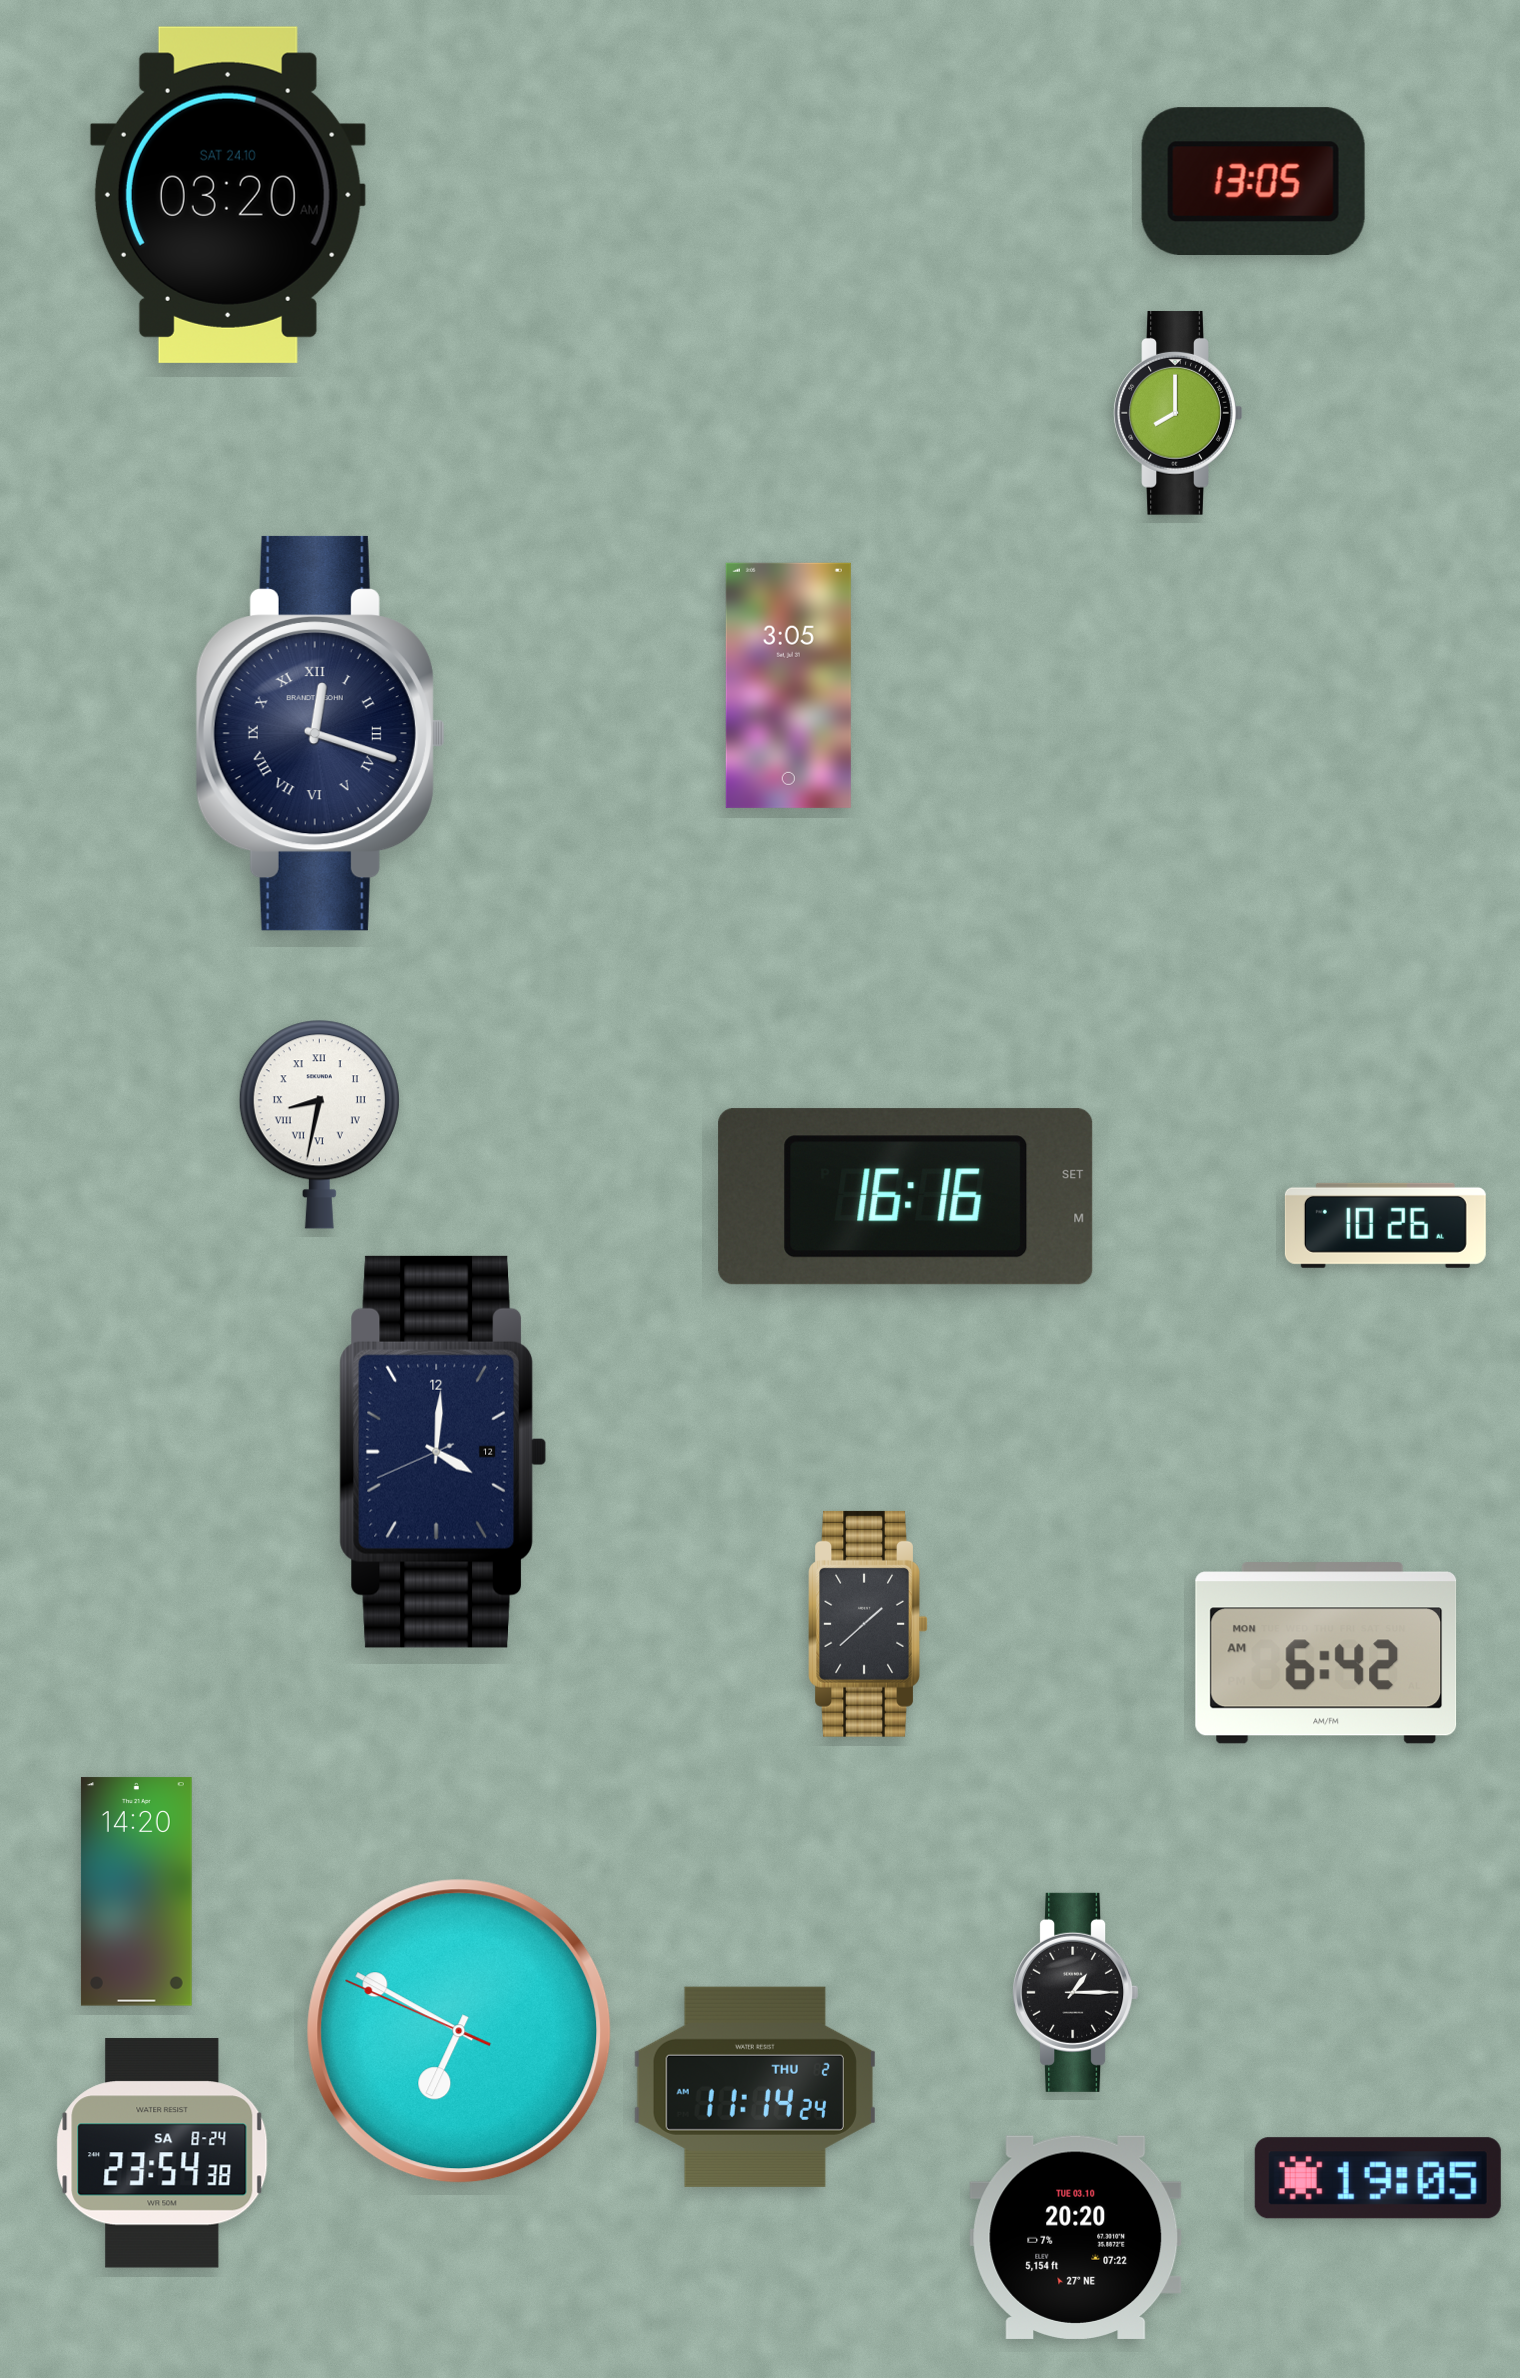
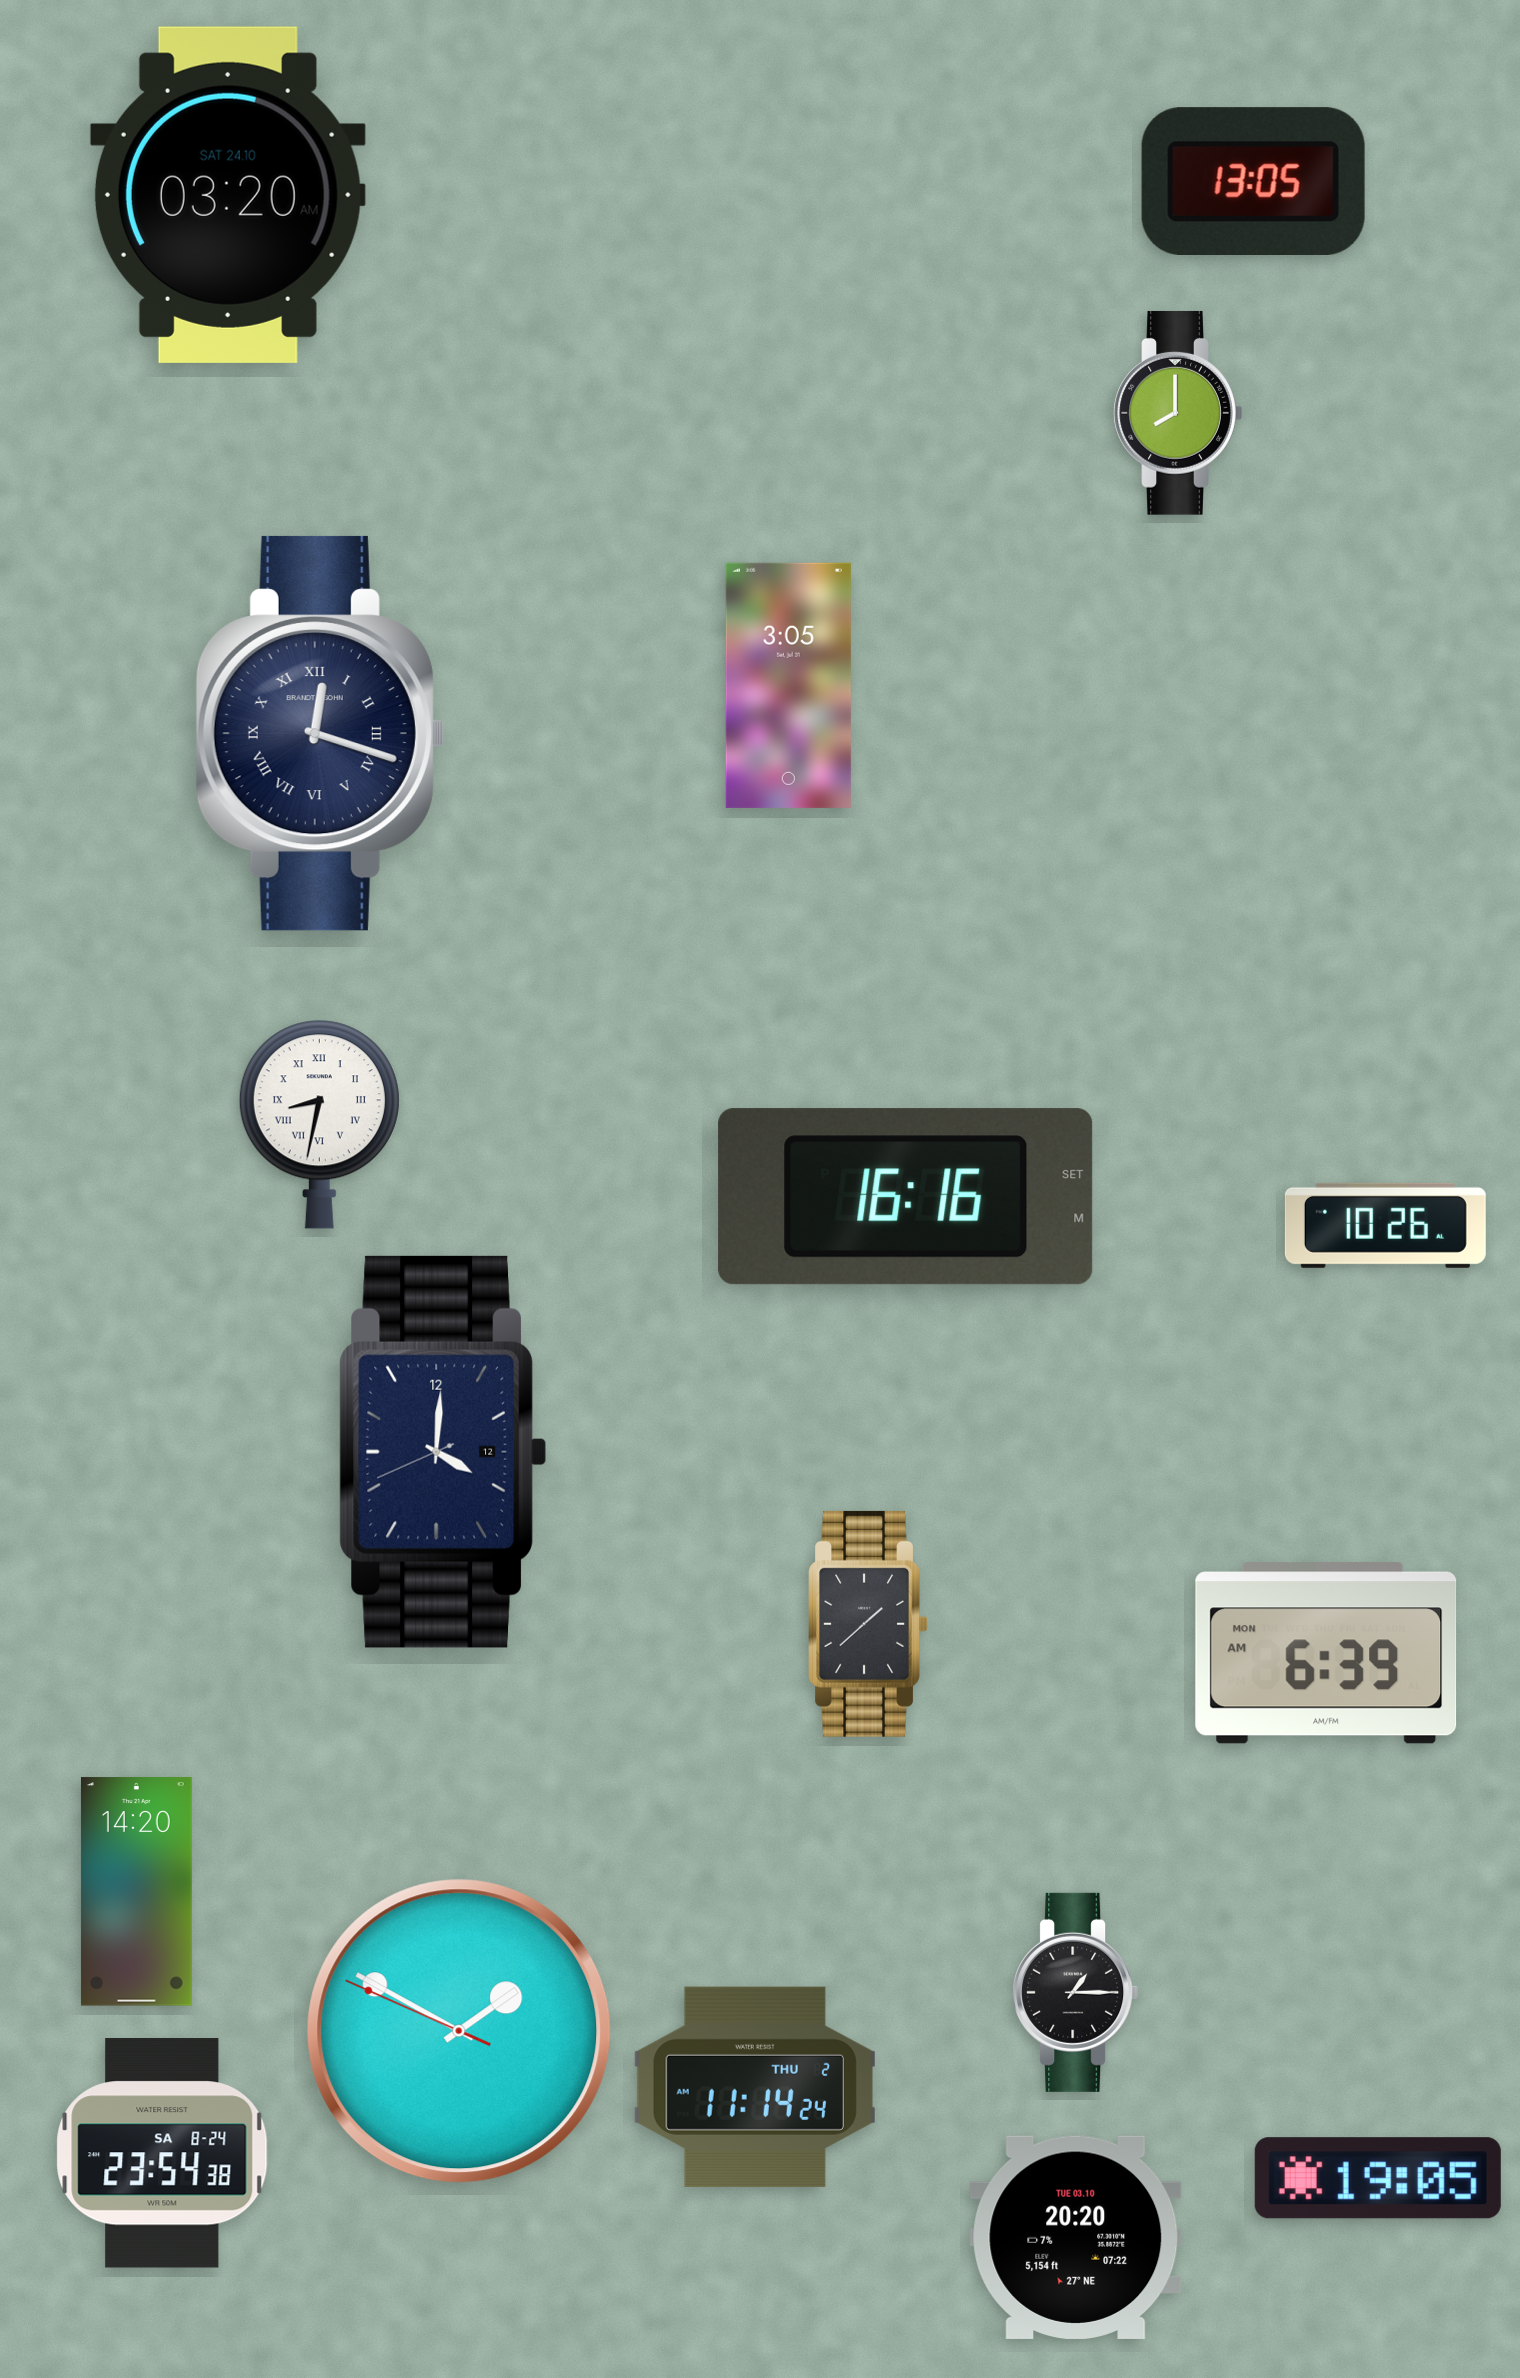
clock at (1326, 1653): 6:42 -> 6:39
clock at (459, 2031): 6:49 -> 1:49
